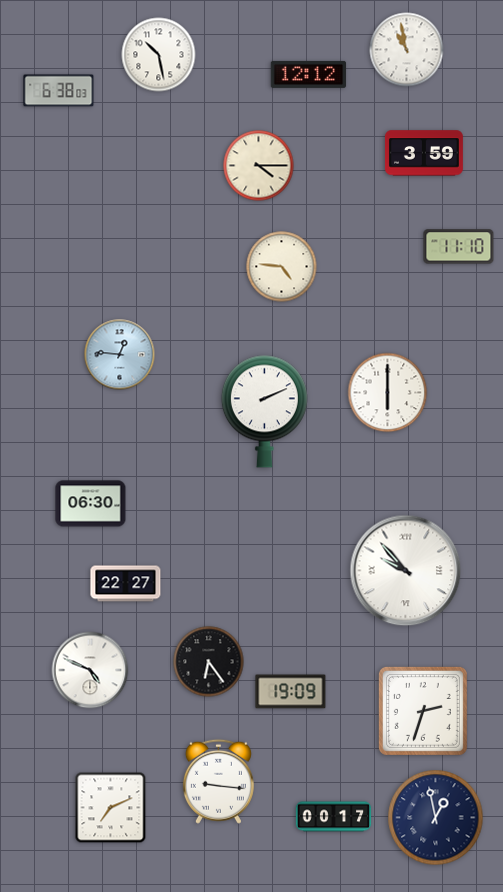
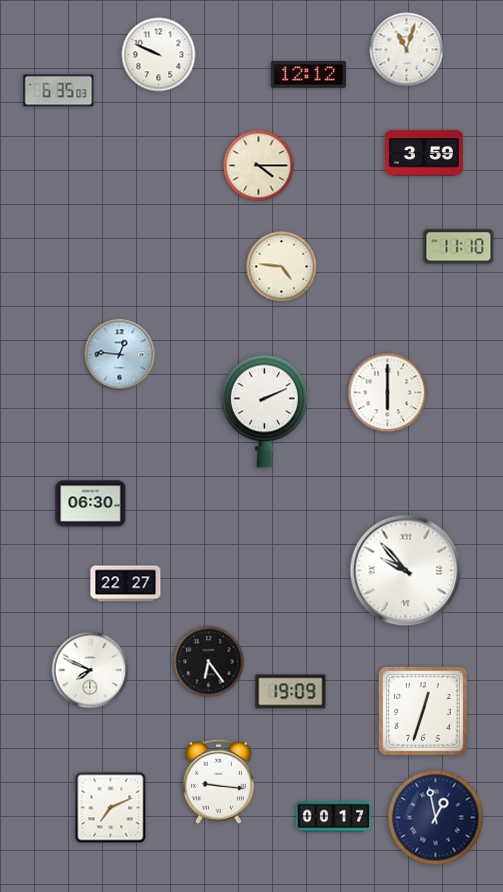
clock at (407, 50): 10:58 -> 11:03
clock at (159, 55): 10:28 -> 9:49
clock at (59, 91): 6:38 -> 6:35
clock at (90, 670): 4:49 -> 7:49
clock at (423, 711): 2:33 -> 12:33
